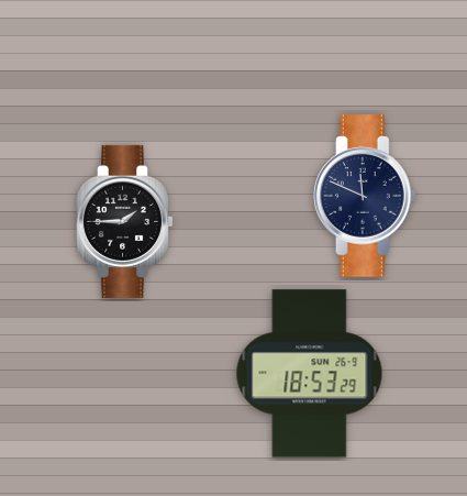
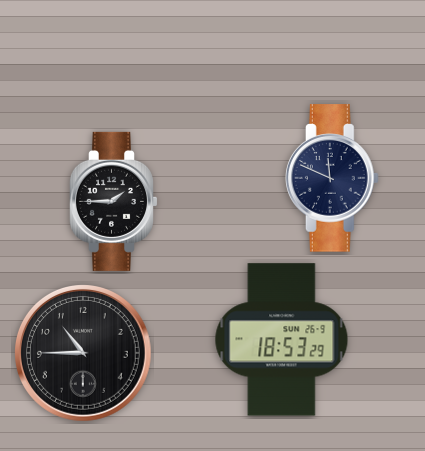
clock at (84, 354): none -> 10:45
